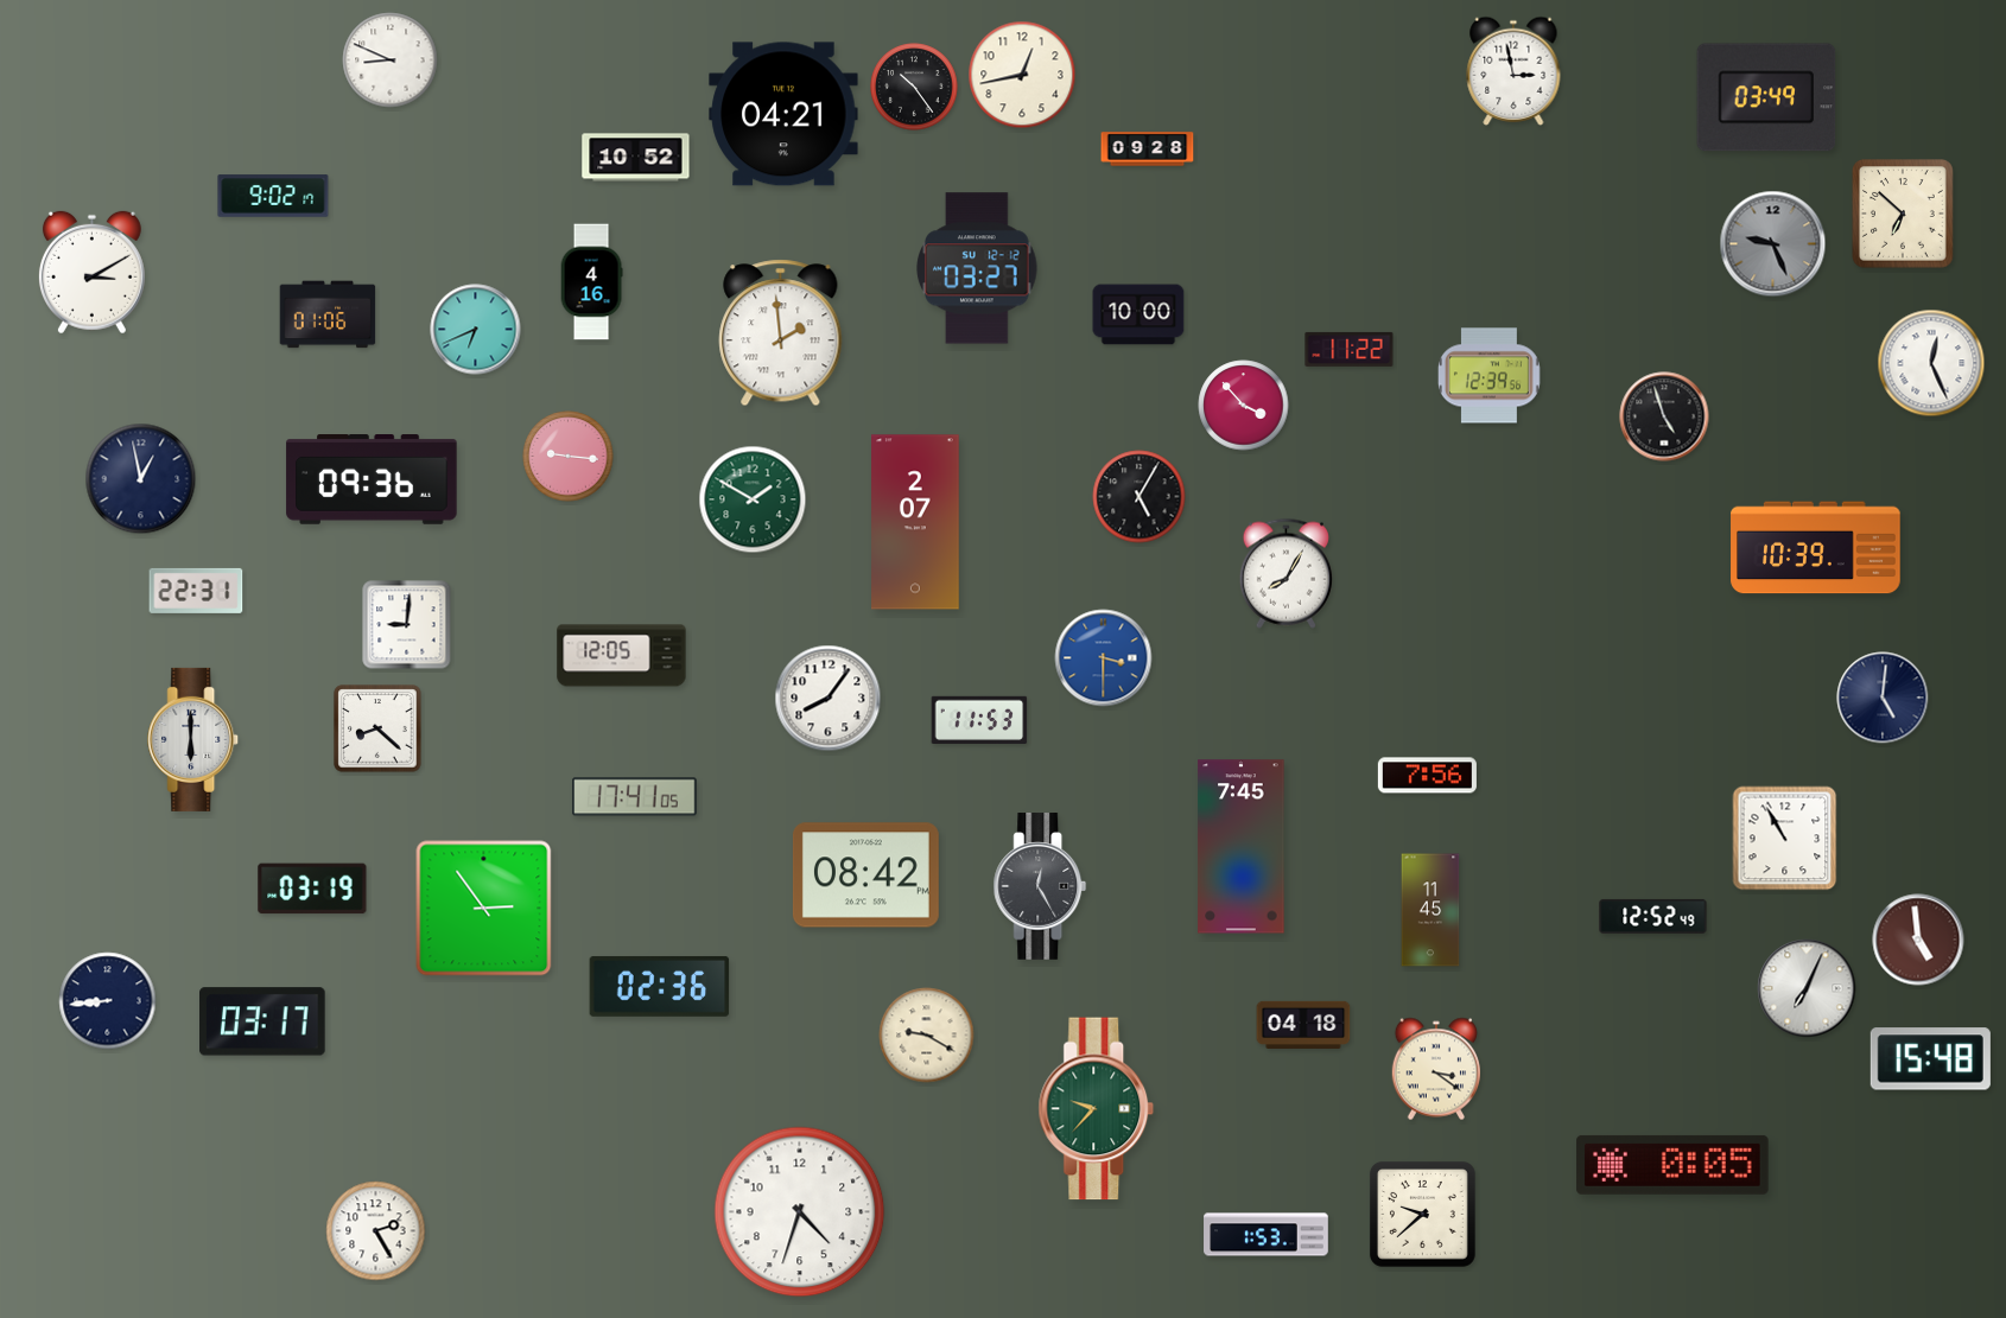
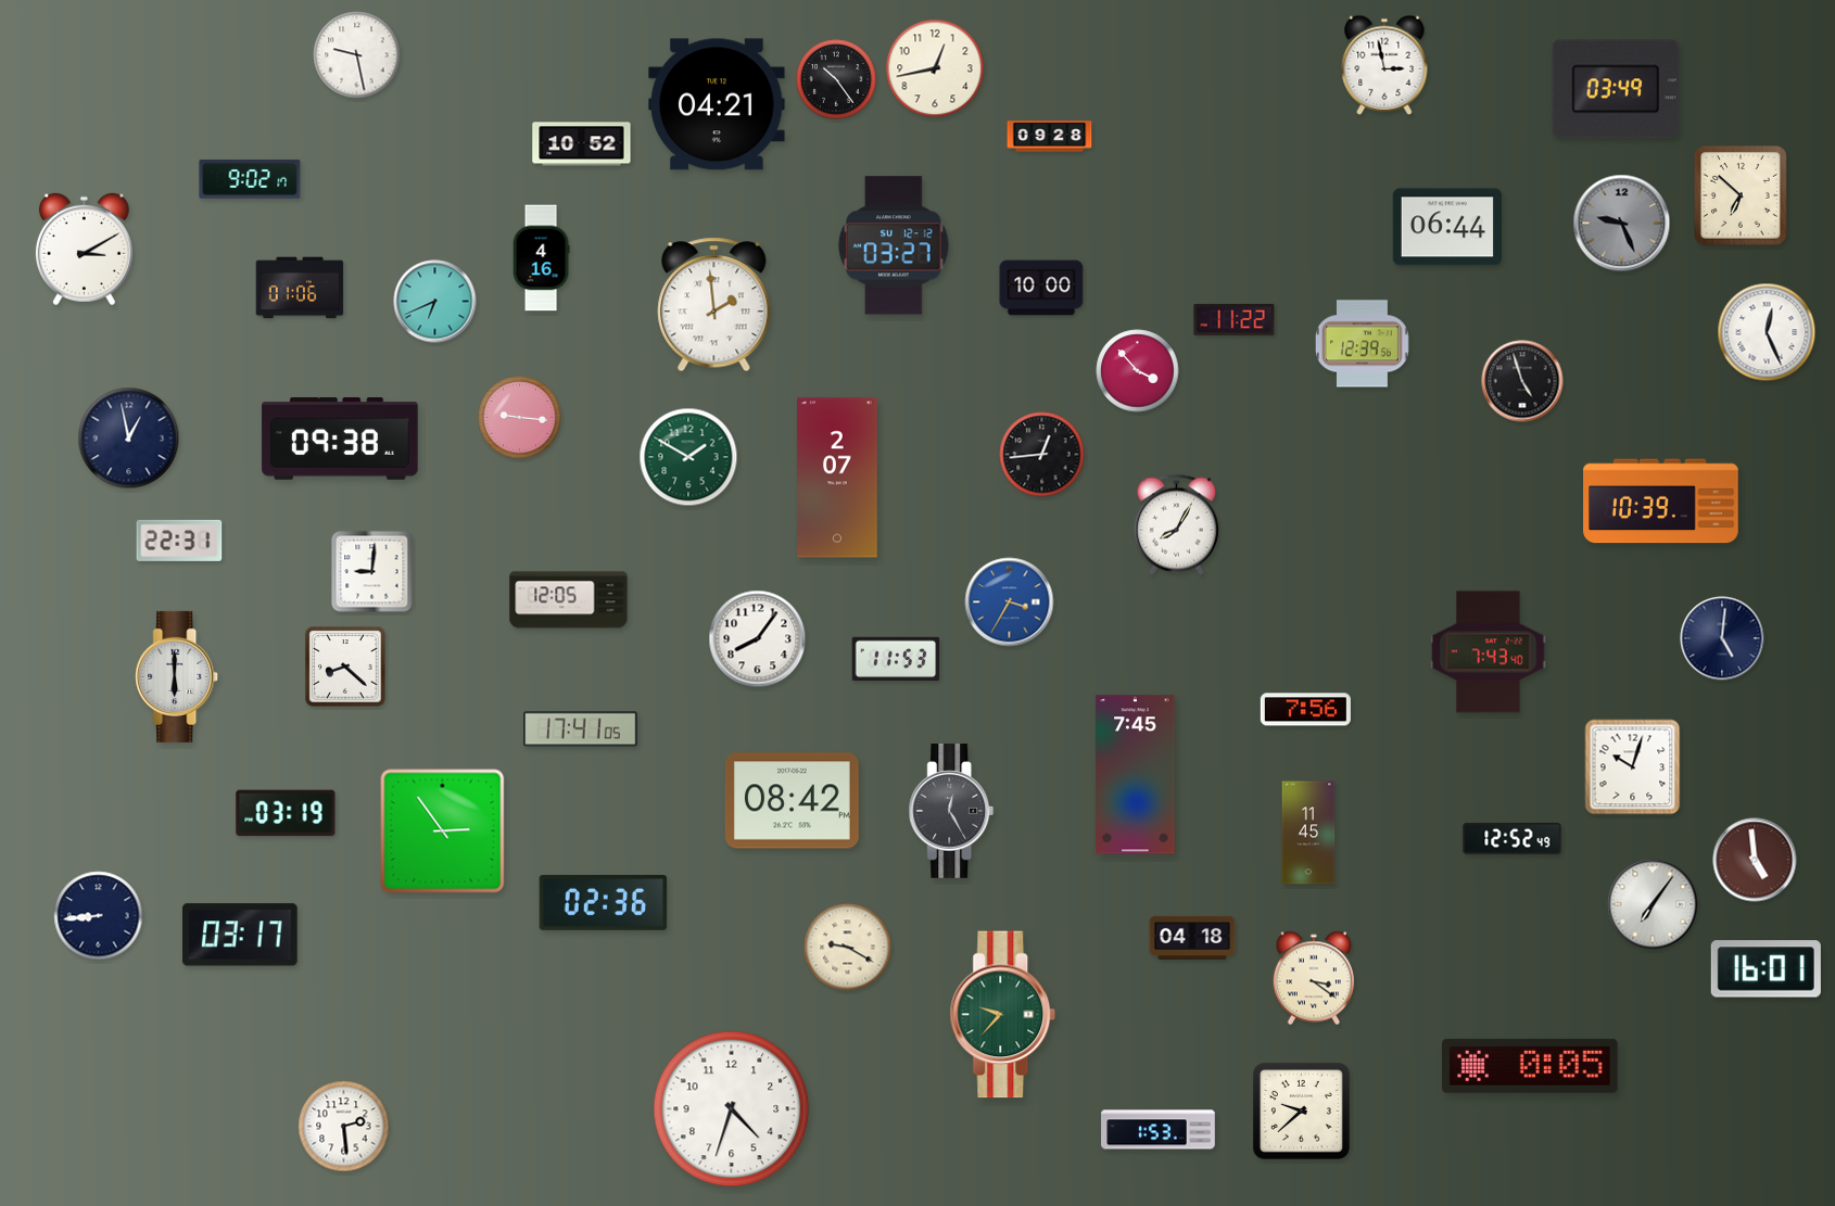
clock at (391, 61): 8:49 -> 9:28
clock at (1446, 227): none -> 06:44
clock at (372, 480): 09:36 -> 09:38
clock at (1140, 497): 5:05 -> 12:44
clock at (1104, 658): 3:30 -> 3:35
clock at (1489, 652): none -> 7:43
clock at (1785, 839): 10:55 -> 10:03
clock at (1807, 988): 7:04 -> 7:06
clock at (1930, 1059): 15:48 -> 16:01
clock at (376, 1231): 2:25 -> 2:29
